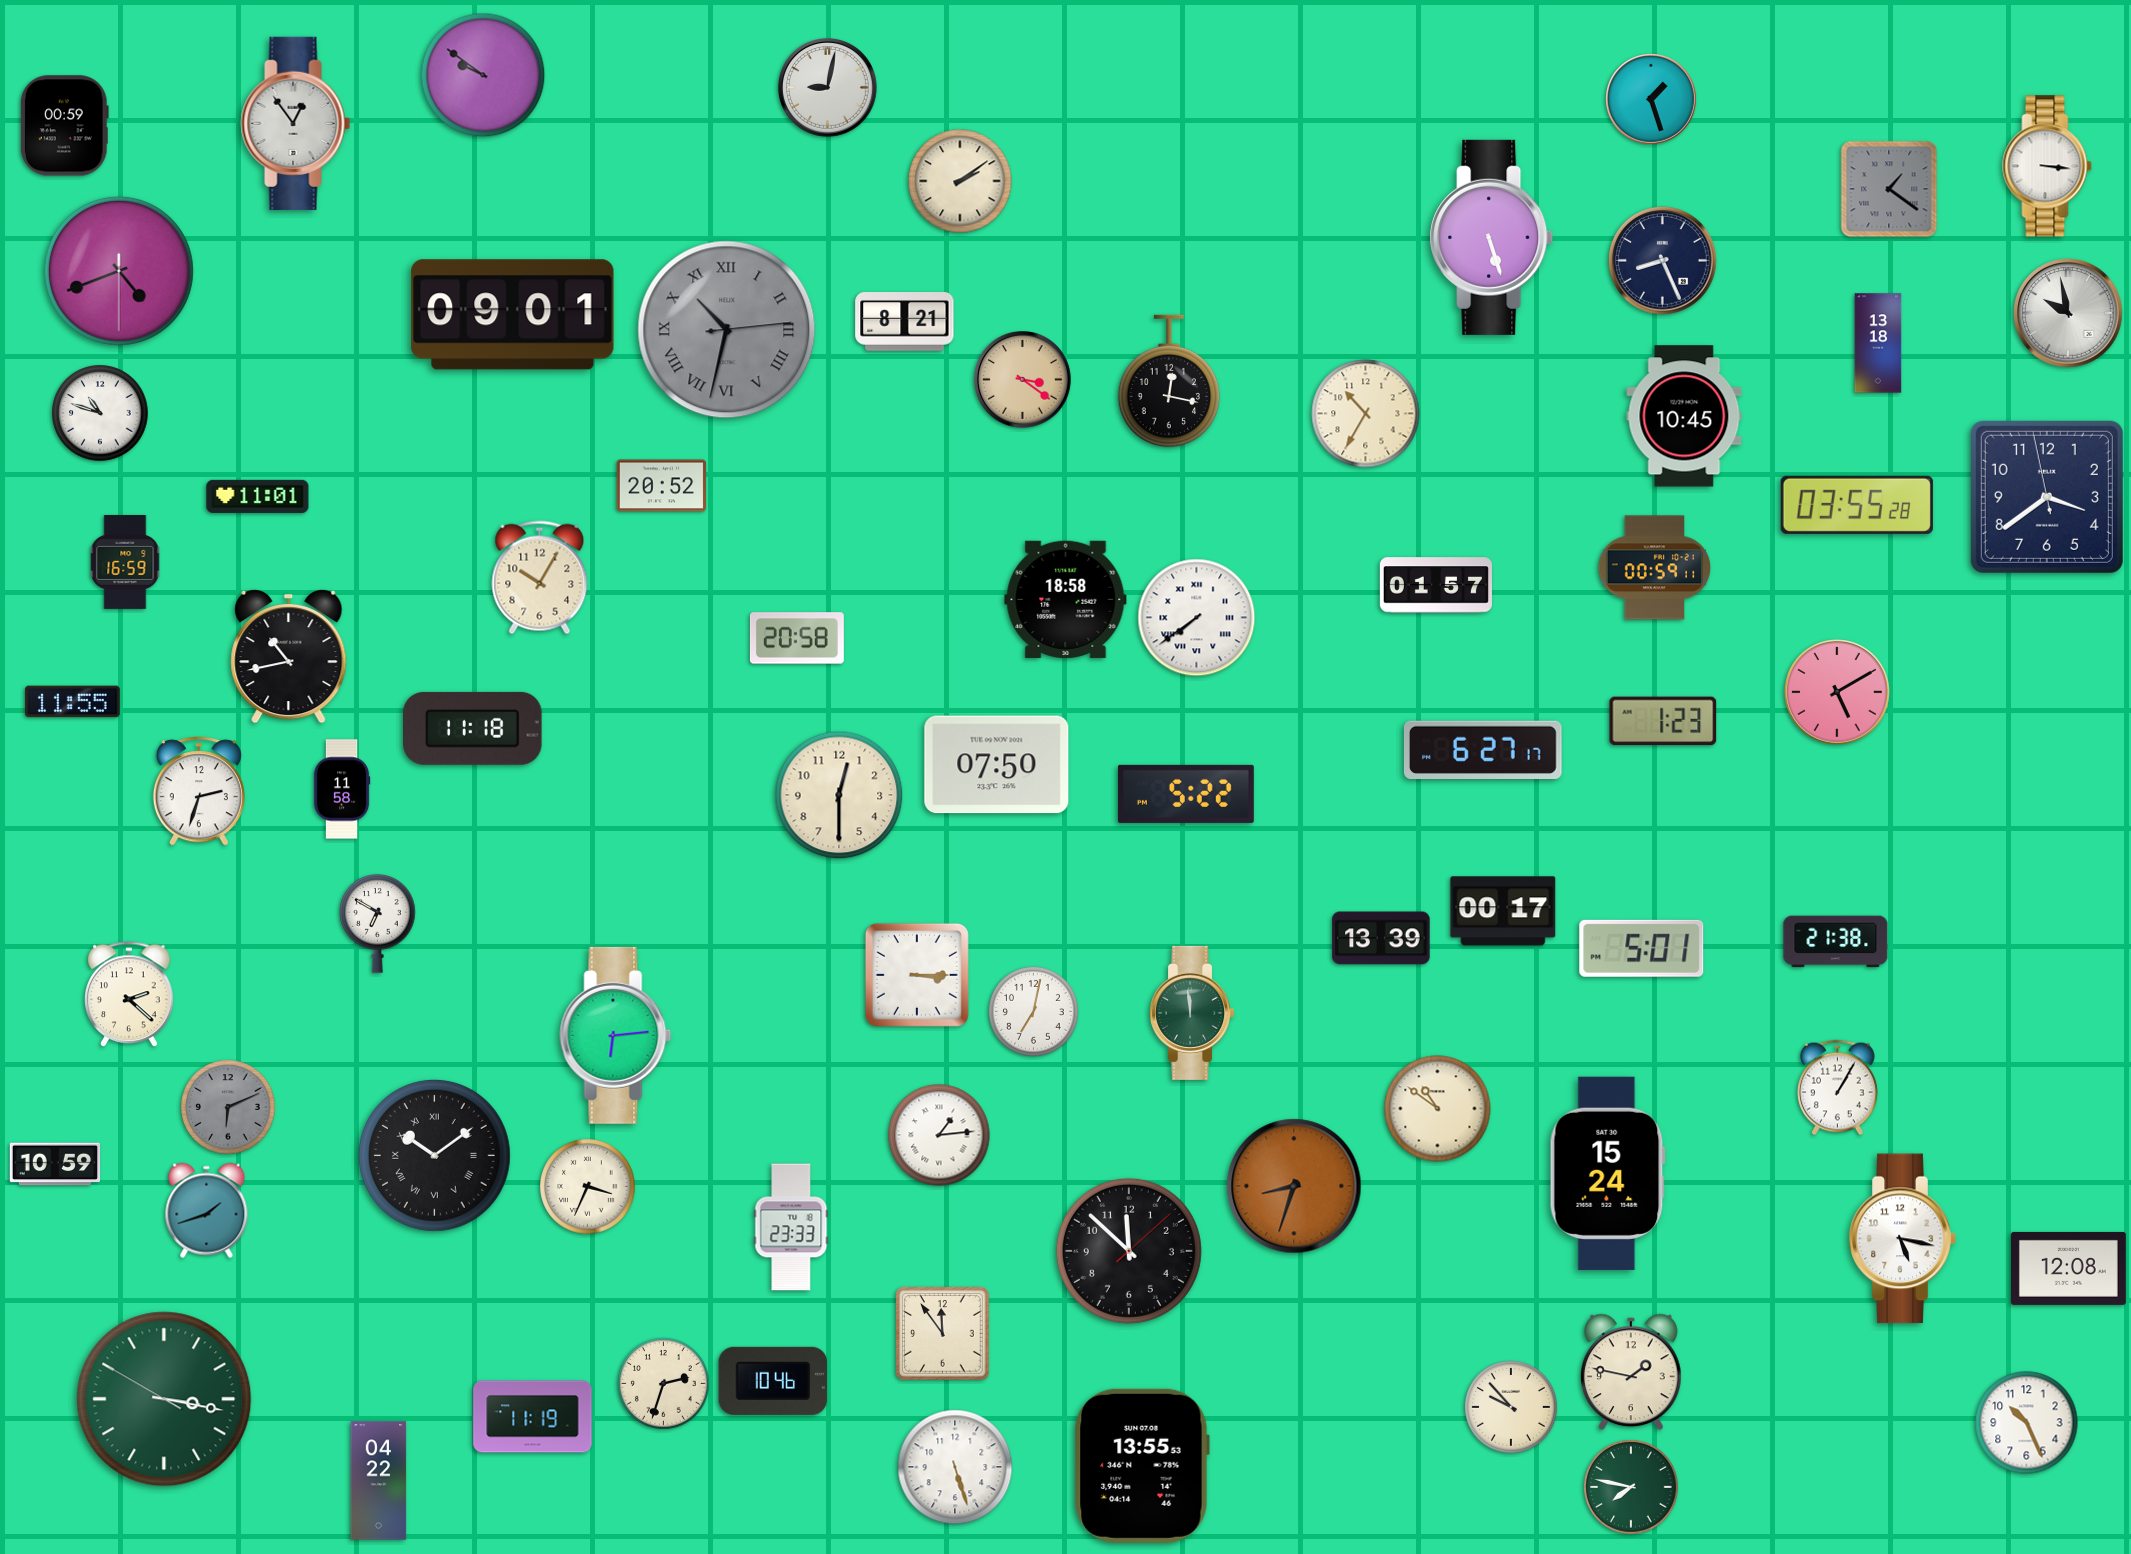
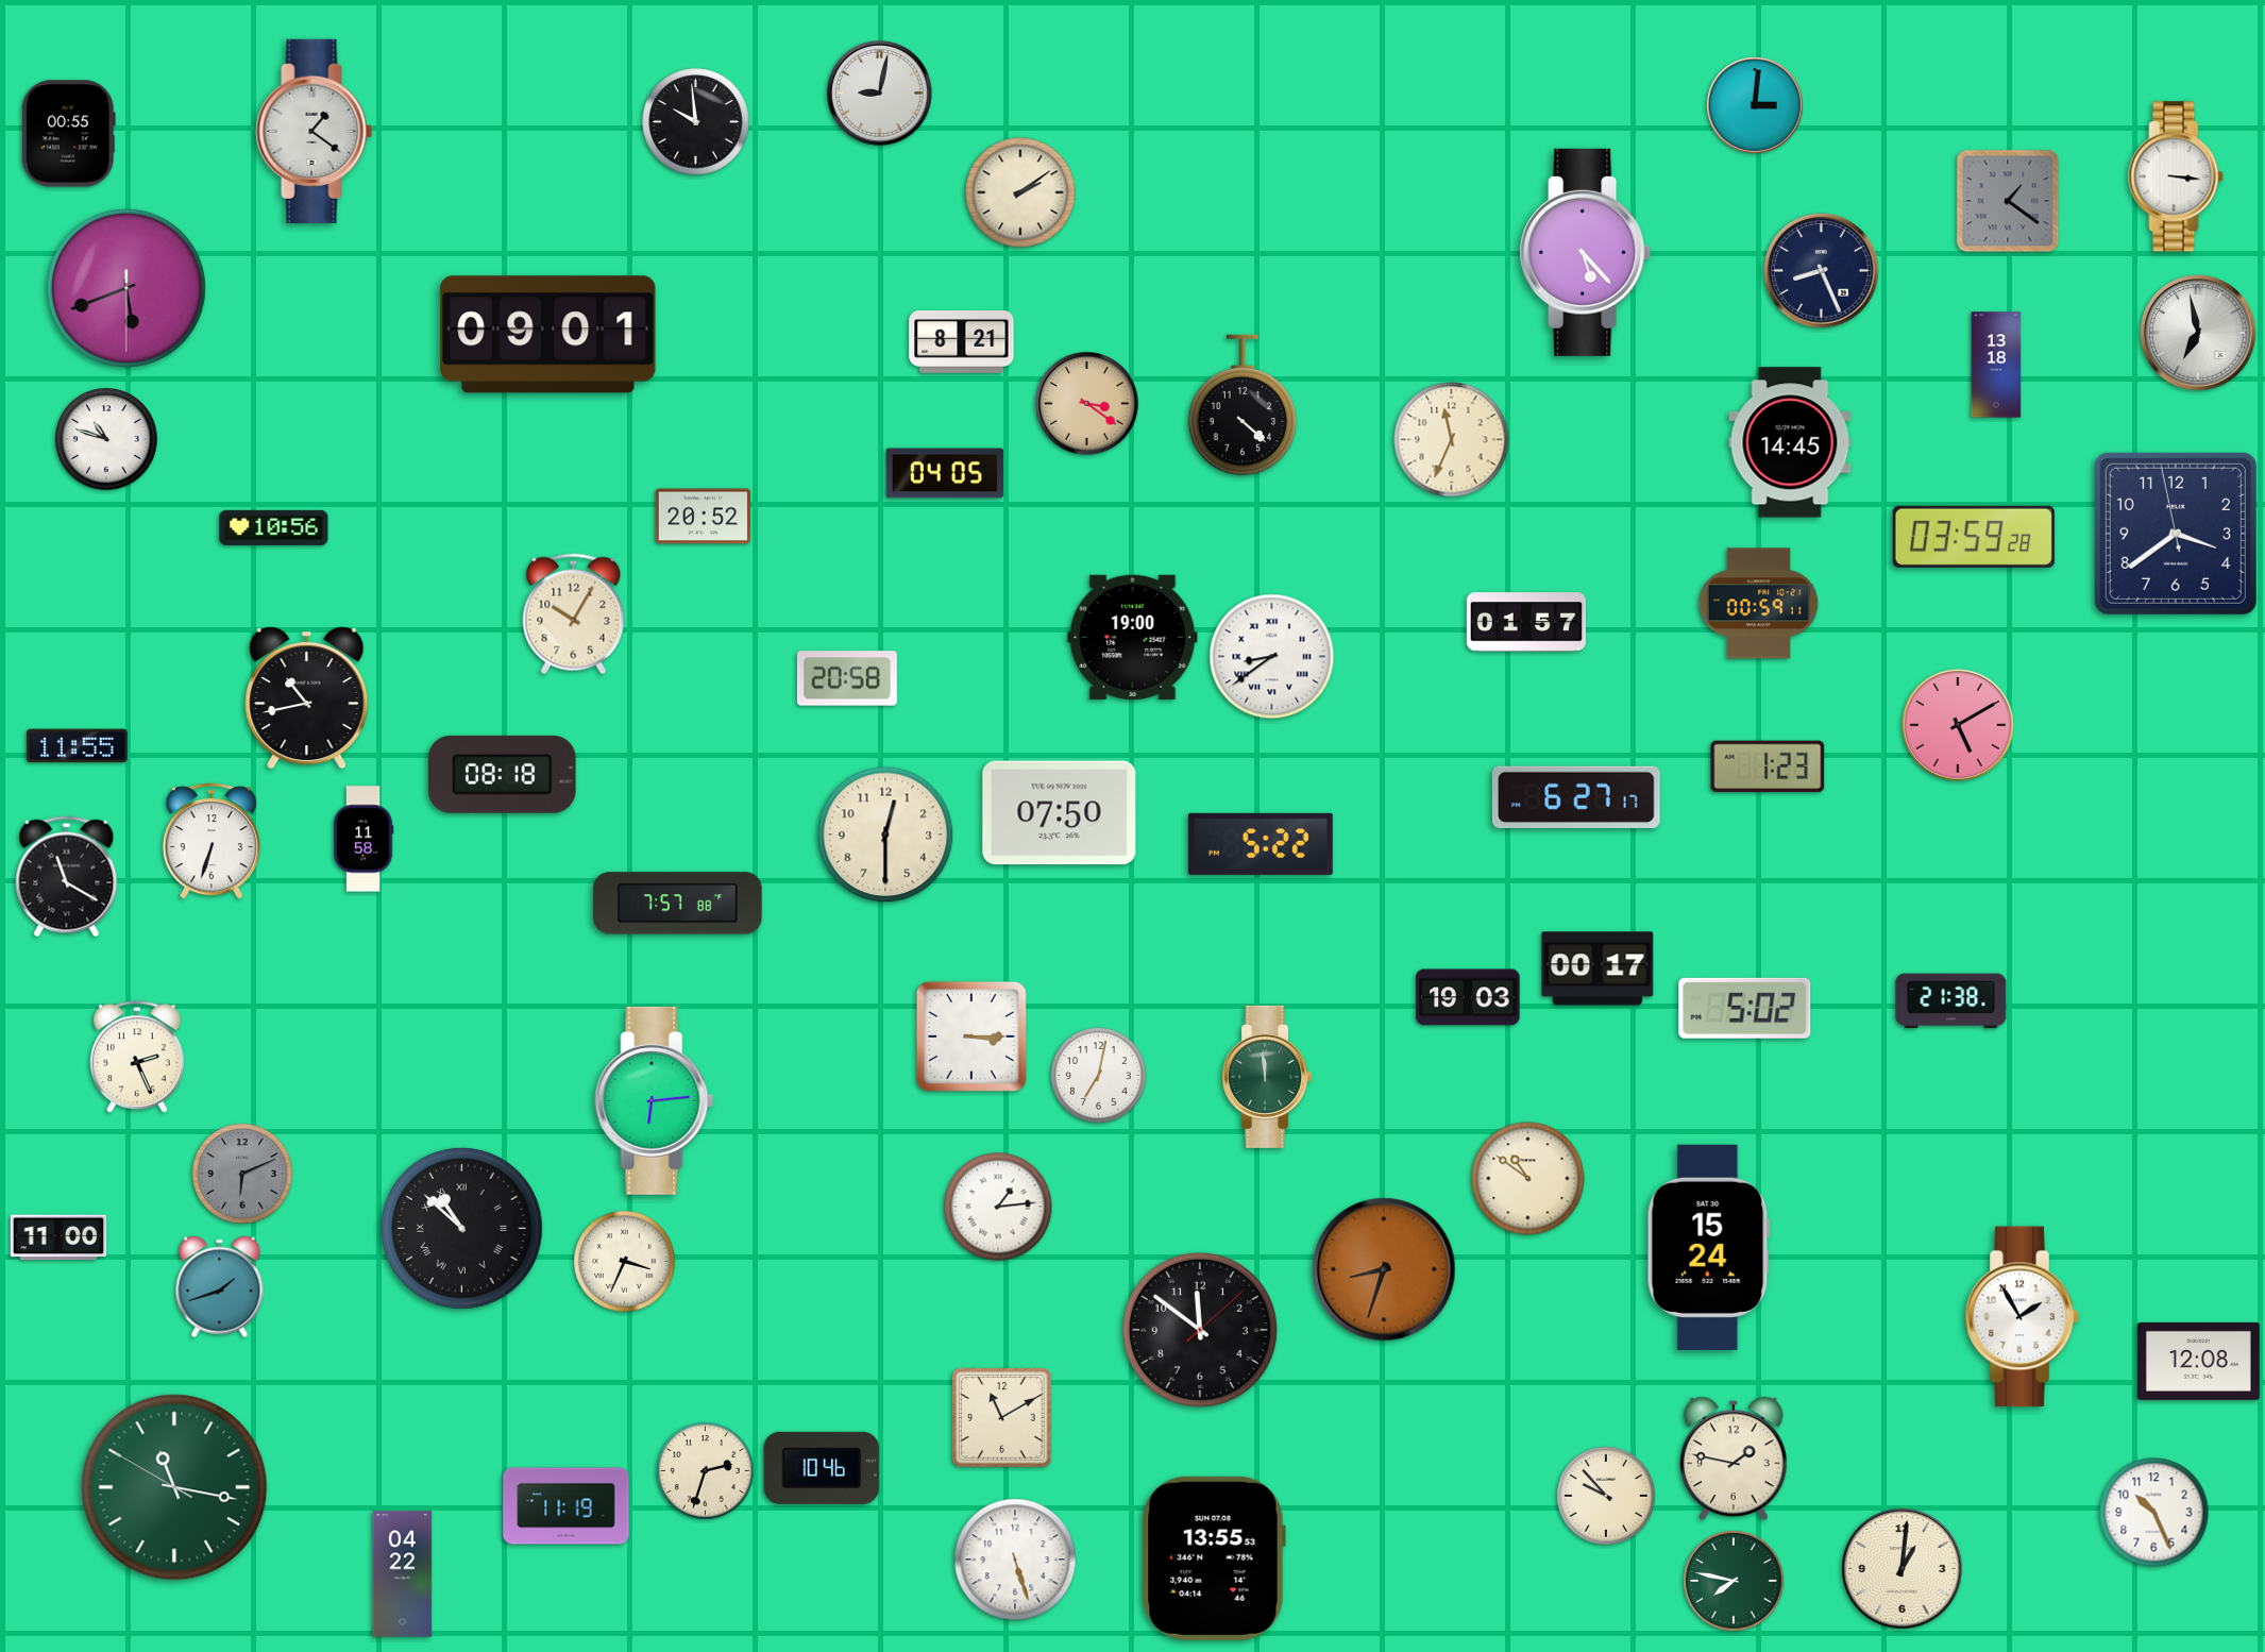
clock at (483, 75): 9:51 -> none
clock at (1651, 99): 1:27 -> 3:01
clock at (696, 122): none -> 9:59
clock at (296, 123): 12:54 -> 1:21
clock at (64, 126): 00:59 -> 00:55
clock at (1492, 237): 5:27 -> 5:23
clock at (1663, 261) position: (1663, 261) -> (1822, 271)
clock at (119, 271): 4:41 -> 5:41
clock at (2068, 313): 9:58 -> 6:58
clock at (513, 315) position: (513, 315) -> (548, 335)
clock at (727, 330): 10:32 -> none
clock at (1168, 381): 12:17 -> 4:22
clock at (1366, 414): 10:35 -> 11:34
clock at (1684, 416): 10:45 -> 14:45
clock at (945, 473): none -> 04:05
clock at (258, 496): 11:01 -> 10:56
clock at (2047, 497) position: (2047, 497) -> (2176, 534)
clock at (1857, 505): 03:55 -> 03:59
clock at (125, 562): 16:59 -> none
clock at (1066, 599): 18:58 -> 19:00
clock at (1197, 618): 7:39 -> 8:39
clock at (1837, 692) position: (1837, 692) -> (1958, 725)
clock at (473, 728): 11:18 -> 08:18
clock at (199, 791): 2:33 -> 6:33
clock at (839, 795) position: (839, 795) -> (885, 835)
clock at (67, 877): none -> 11:20
clock at (678, 904): none -> 7:57
clock at (378, 924): 6:50 -> none
clock at (1381, 938): 13:39 -> 19:03
clock at (1642, 948): 5:01 -> 5:02
clock at (917, 975) position: (917, 975) -> (971, 1036)
clock at (129, 995): 2:22 -> 2:26
clock at (1837, 1088): 1:05 -> none
clock at (228, 1107) position: (228, 1107) -> (242, 1174)
clock at (434, 1155): 10:09 -> 10:52
clock at (55, 1164): 10:59 -> 11:00
clock at (1294, 1186) position: (1294, 1186) -> (1384, 1269)
clock at (791, 1227): 23:33 -> none
clock at (1902, 1239): 5:17 -> 1:55
clock at (1129, 1251): 11:52 -> 11:51
clock at (2068, 1268) position: (2068, 1268) -> (2198, 1361)
clock at (943, 1334): 11:54 -> 11:10
clock at (164, 1399): 3:16 -> 11:16
clock at (1903, 1569): none -> 1:01
